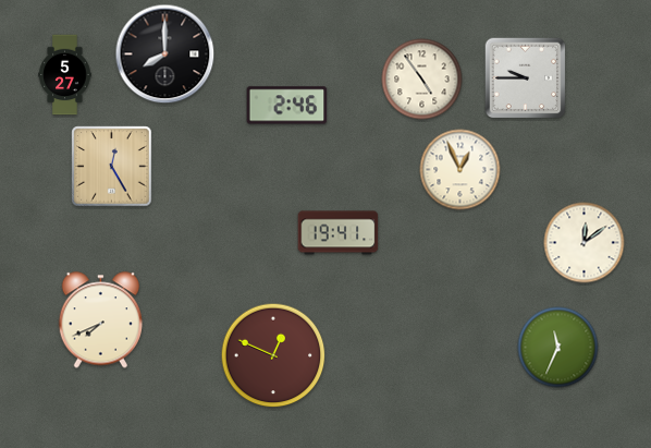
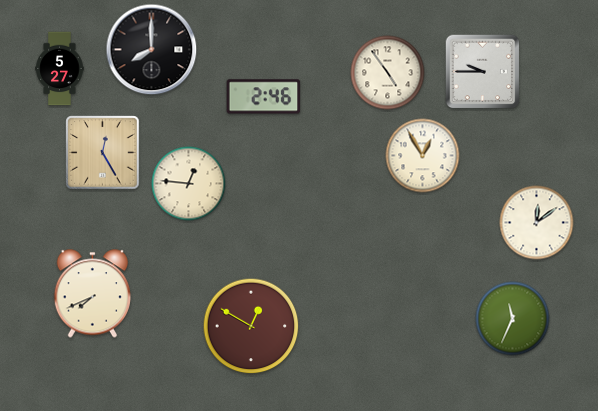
clock at (460, 170): 12:56 -> 12:55
clock at (189, 184): none -> 12:46
clock at (339, 233): 19:41 -> none
clock at (273, 355): 12:49 -> 12:50
